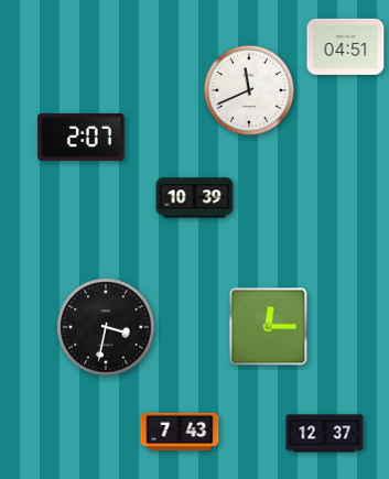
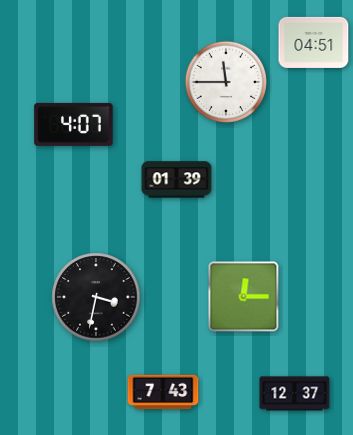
clock at (248, 89): 11:41 -> 11:45
clock at (82, 137): 2:07 -> 4:07
clock at (195, 198): 10:39 -> 01:39
